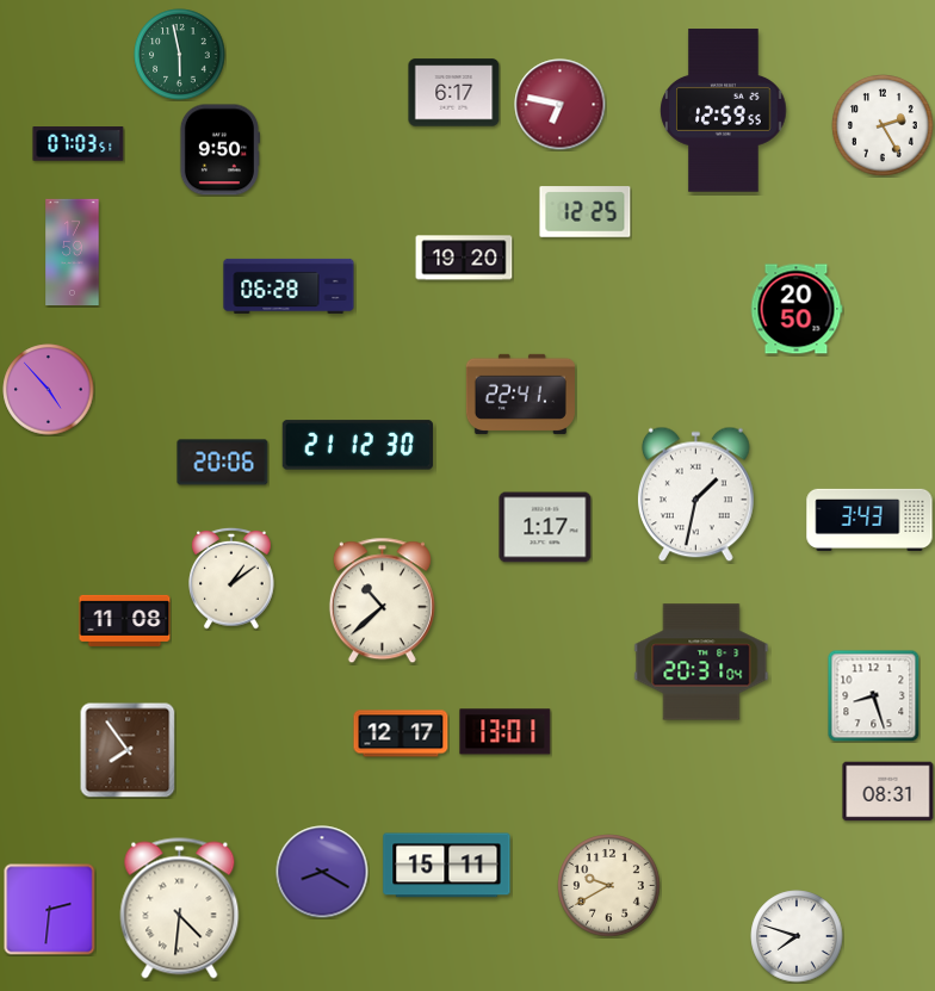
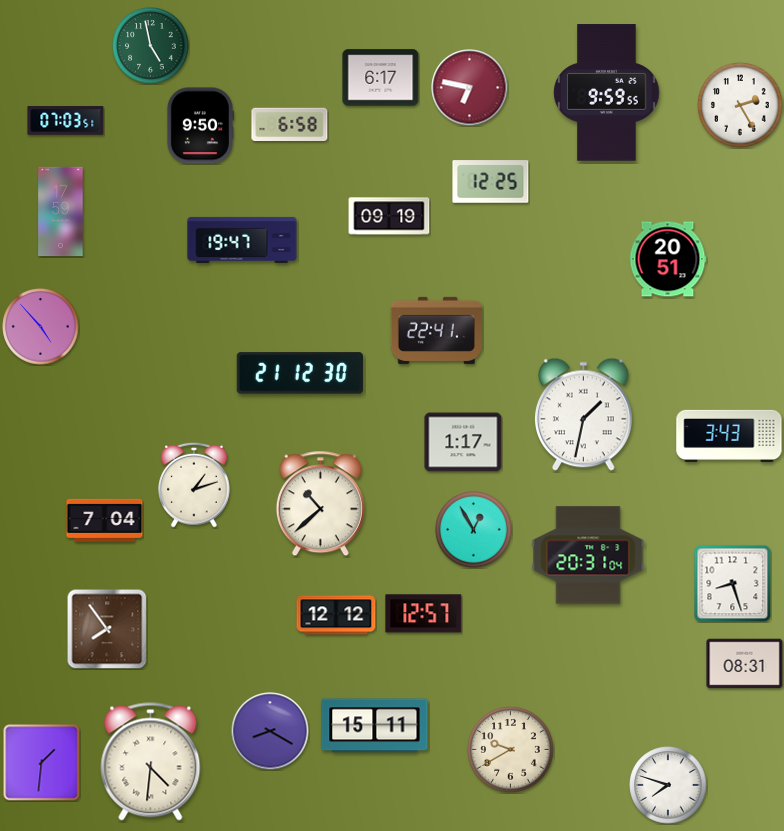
clock at (180, 55): 5:58 -> 4:58
clock at (724, 111): 12:59 -> 9:59
clock at (290, 124): none -> 6:58
clock at (218, 150) position: (218, 150) -> (199, 126)
clock at (586, 212) position: (586, 212) -> (491, 182)
clock at (464, 258): 19:20 -> 09:19
clock at (289, 286): 06:28 -> 19:47
clock at (797, 309): 20:50 -> 20:51
clock at (223, 463): 20:06 -> none
clock at (545, 527) position: (545, 527) -> (463, 442)
clock at (231, 578): 1:09 -> 1:12
clock at (125, 620): 11:08 -> 7:04
clock at (474, 530): none -> 12:55
clock at (506, 732): 13:01 -> 12:57
clock at (401, 733): 12:17 -> 12:12
clock at (609, 886) position: (609, 886) -> (511, 750)
clock at (50, 910): 2:31 -> 1:31
